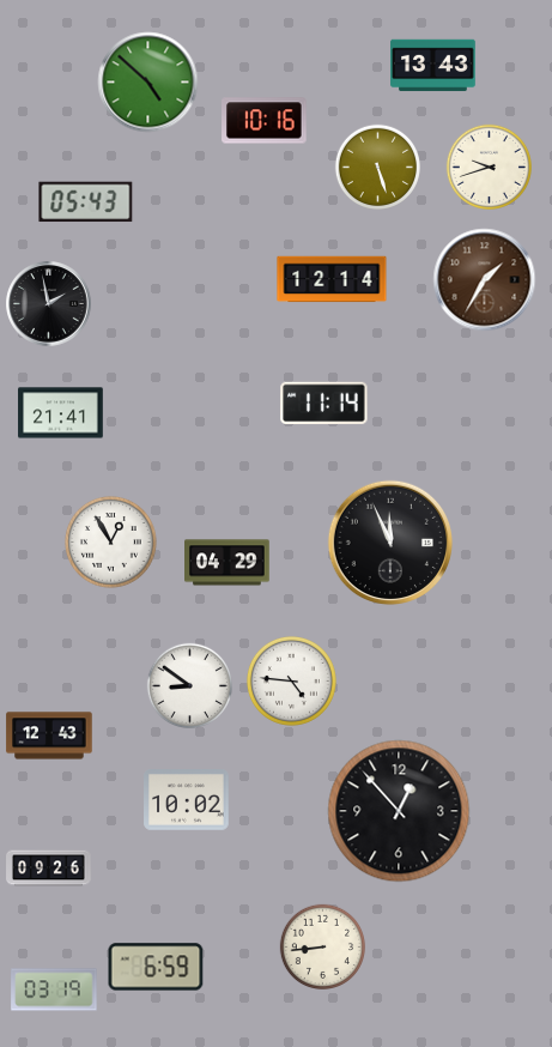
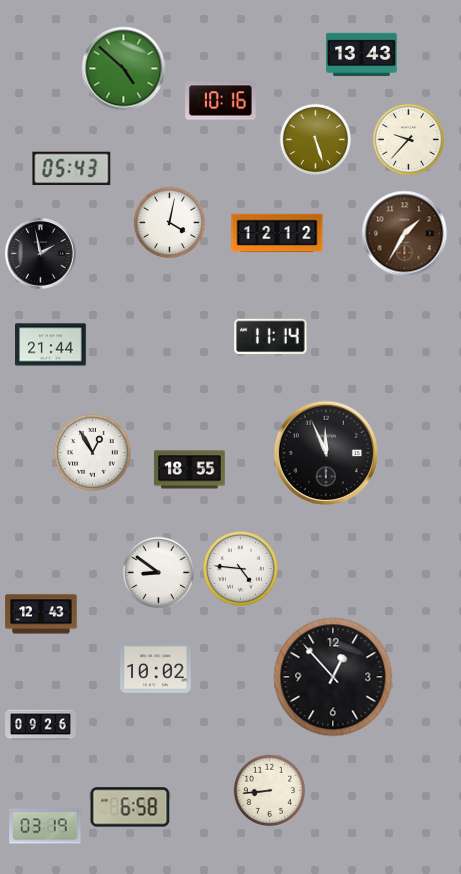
clock at (489, 167): 9:42 -> 9:37
clock at (169, 222): none -> 4:02
clock at (332, 279): 12:14 -> 12:12
clock at (61, 413): 21:41 -> 21:44
clock at (228, 563): 04:29 -> 18:55
clock at (291, 680) position: (291, 680) -> (240, 568)
clock at (156, 967): 6:59 -> 6:58
